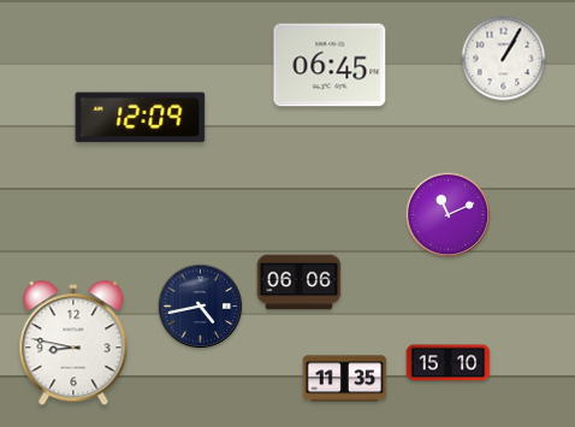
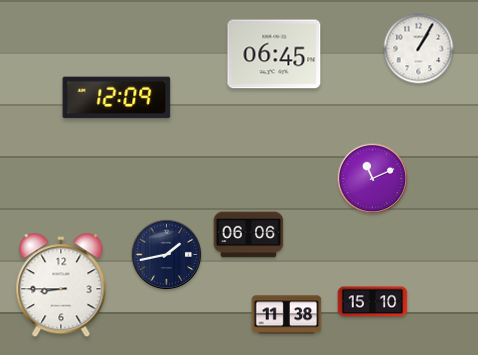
clock at (201, 307): 4:43 -> 1:43
clock at (73, 344): 8:47 -> 8:45
clock at (345, 379): 11:35 -> 11:38
